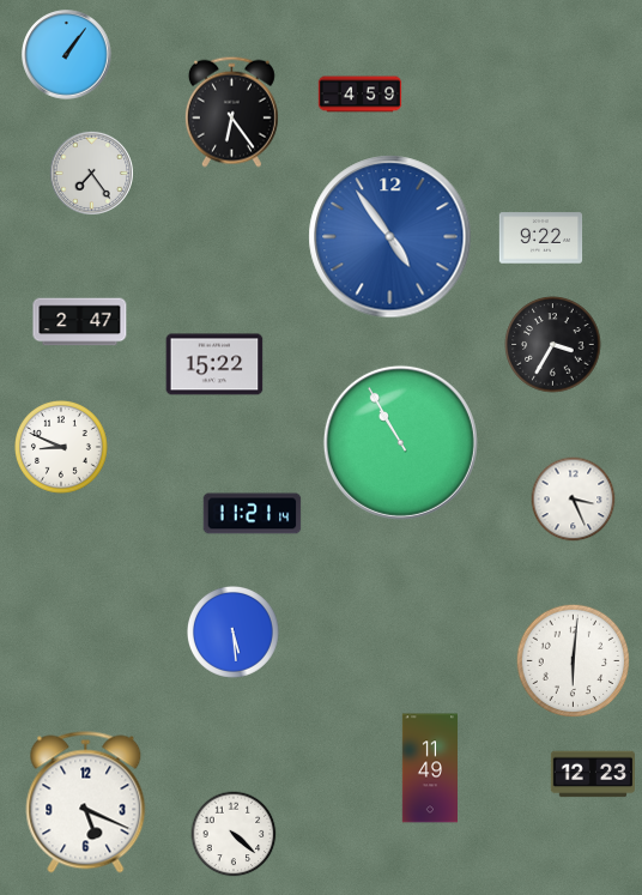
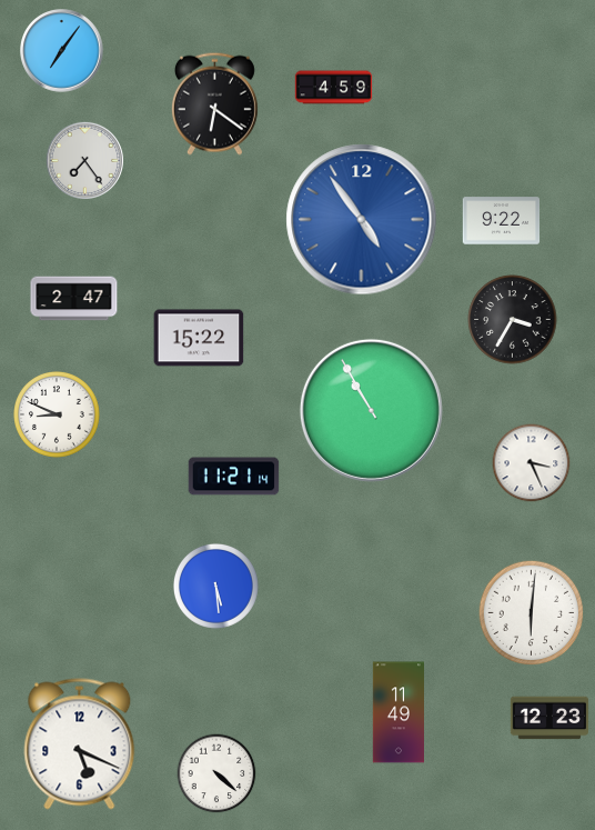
clock at (67, 55): 1:06 -> 7:06
clock at (231, 111): 6:24 -> 6:21
